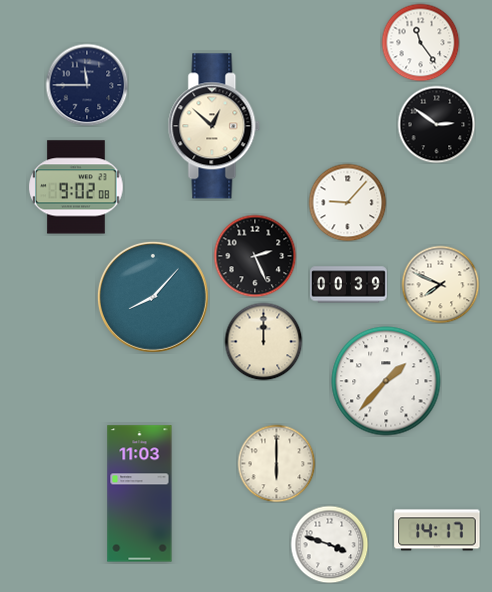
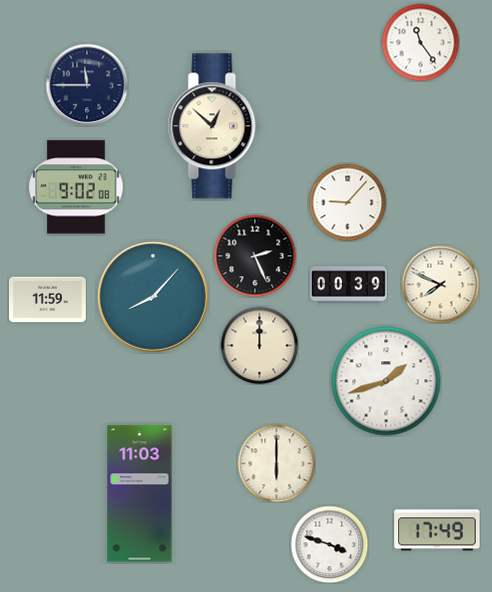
clock at (436, 124): 2:51 -> none
clock at (48, 300): none -> 11:59
clock at (263, 341) position: (263, 341) -> (259, 345)
clock at (386, 381): 1:37 -> 1:42
clock at (437, 530): 14:17 -> 17:49
